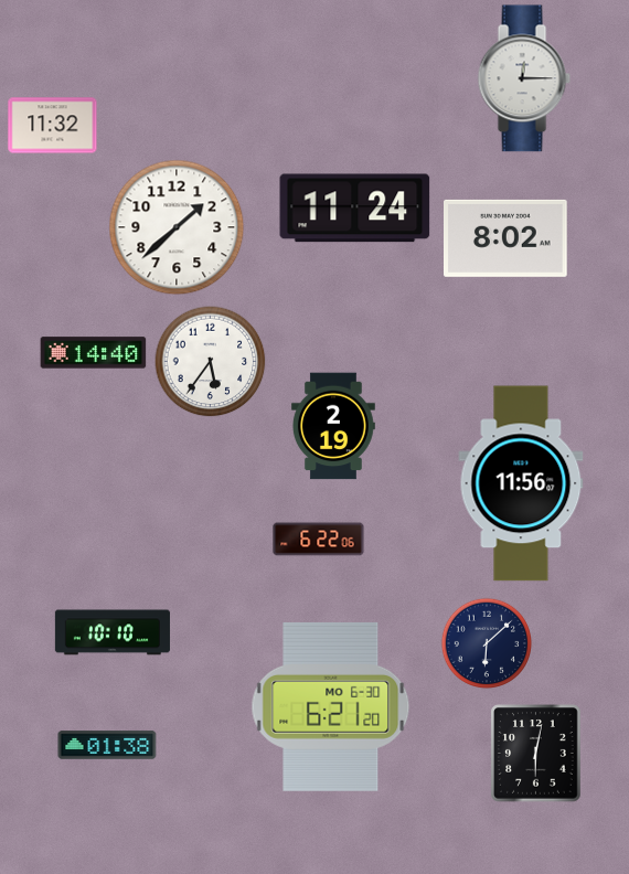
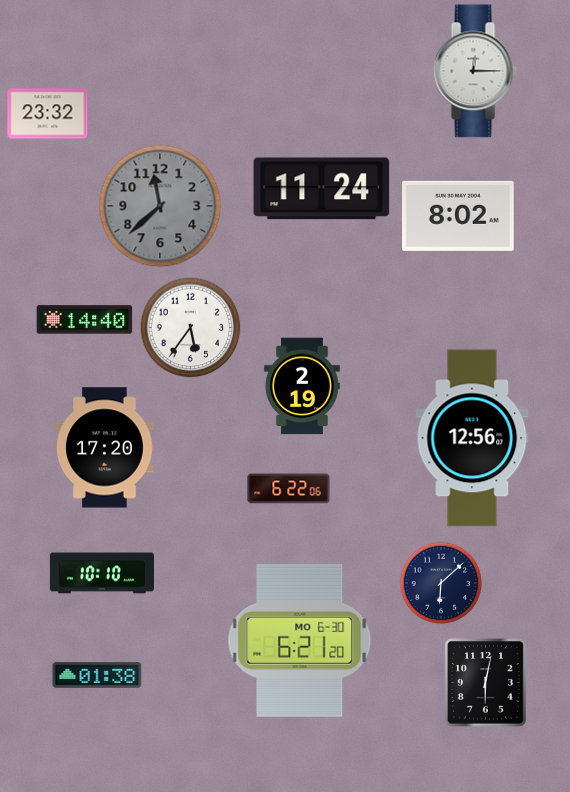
clock at (53, 126): 11:32 -> 23:32
clock at (177, 227): 1:38 -> 11:38
clock at (177, 227) dial: white -> grey
clock at (521, 483): 11:56 -> 12:56
clock at (105, 448): none -> 17:20
